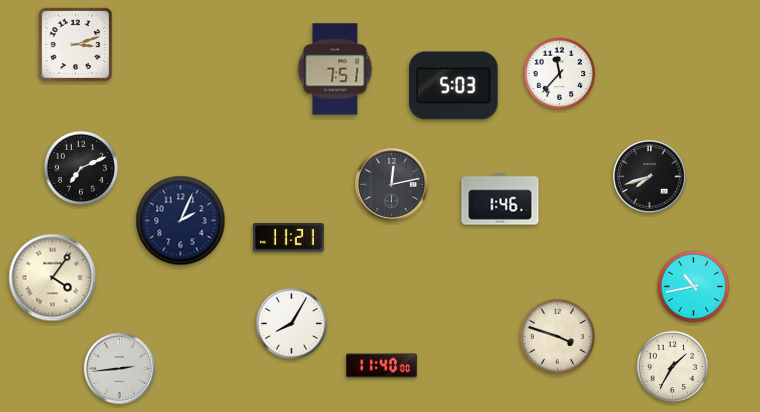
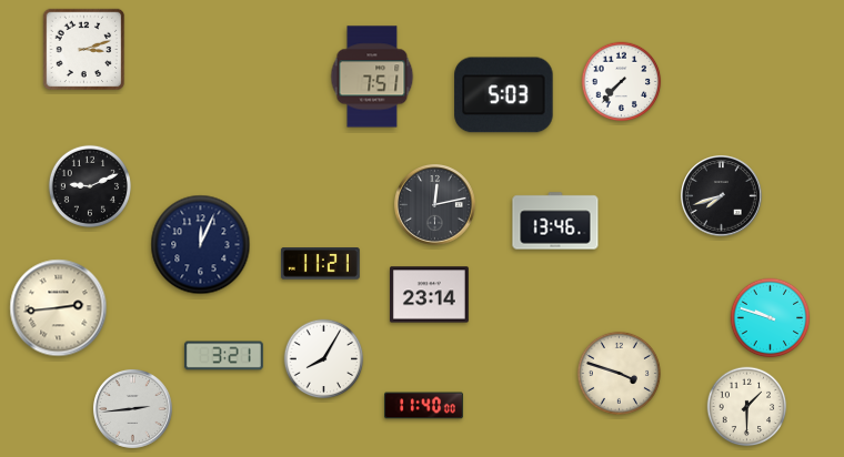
clock at (560, 74): 11:37 -> 7:37
clock at (81, 168): 7:11 -> 9:11
clock at (500, 199): 1:46 -> 13:46
clock at (181, 221): 2:04 -> 12:04
clock at (429, 295): none -> 23:14
clock at (53, 278): 4:06 -> 2:44
clock at (694, 287): 10:43 -> 9:48
clock at (223, 356): none -> 3:21
clock at (673, 367): 1:35 -> 1:30
